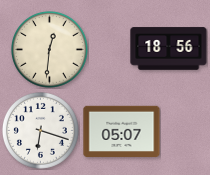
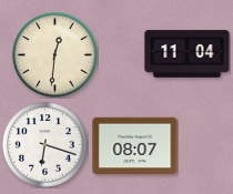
clock at (169, 49): 18:56 -> 11:04
clock at (122, 132): 05:07 -> 08:07
